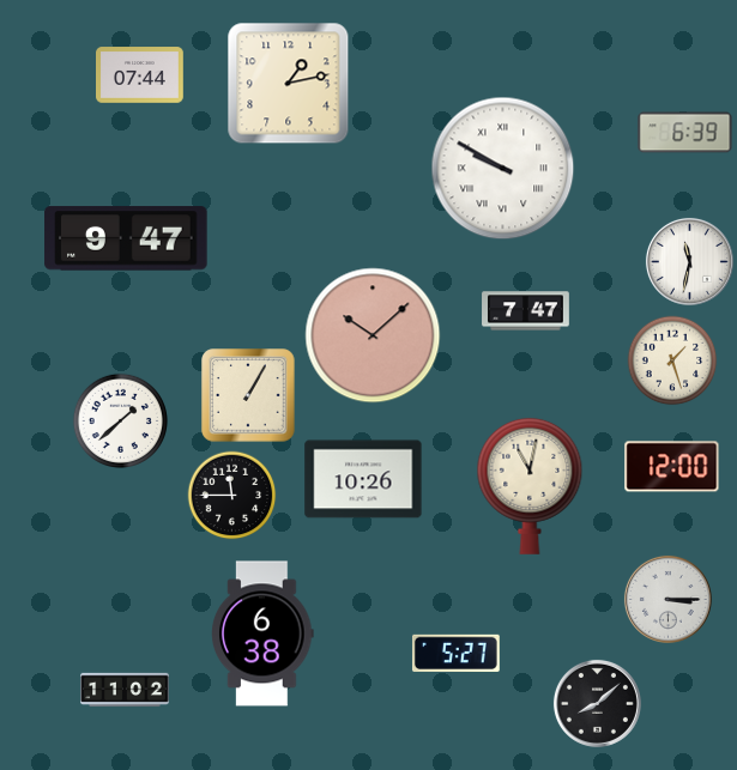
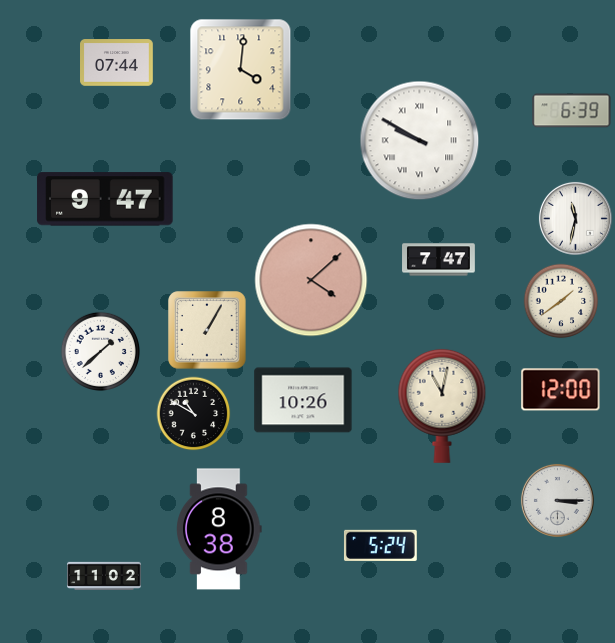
clock at (289, 84): 1:13 -> 4:01
clock at (373, 335): 10:08 -> 4:08
clock at (672, 360): 1:27 -> 1:39
clock at (232, 496): 11:45 -> 10:50
clock at (262, 633): 6:38 -> 8:38
clock at (455, 653): 5:27 -> 5:24
clock at (597, 703): 8:08 -> none
